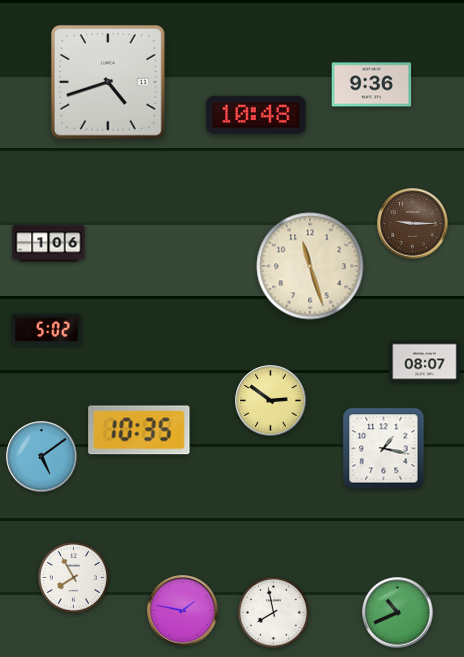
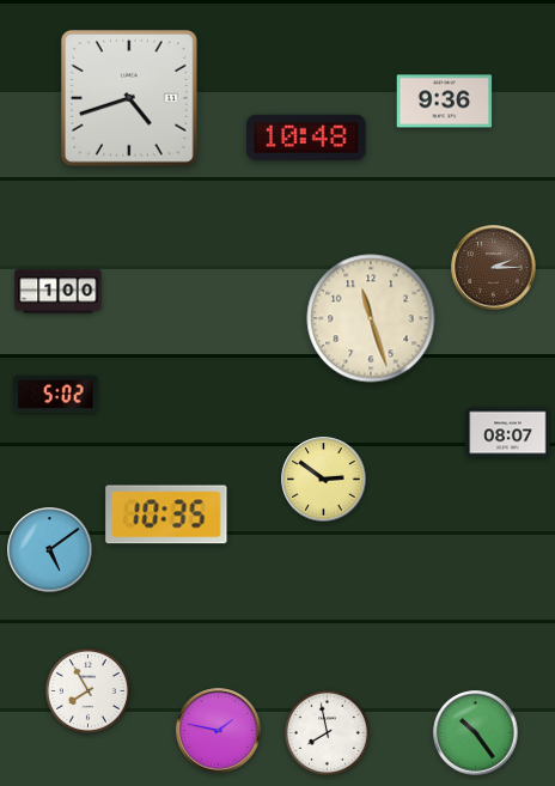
clock at (413, 224): 9:15 -> 2:15
clock at (49, 244): 1:06 -> 1:00
clock at (384, 449): 1:17 -> none
clock at (42, 457) position: (42, 457) -> (50, 550)
clock at (398, 613): 10:41 -> 10:24
